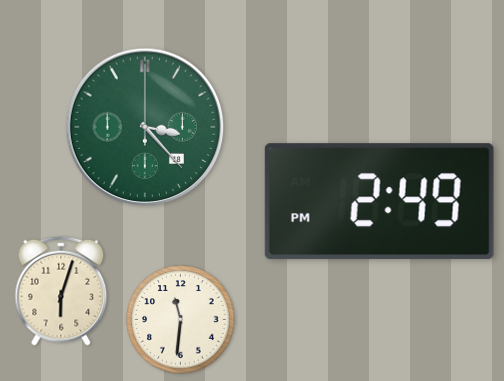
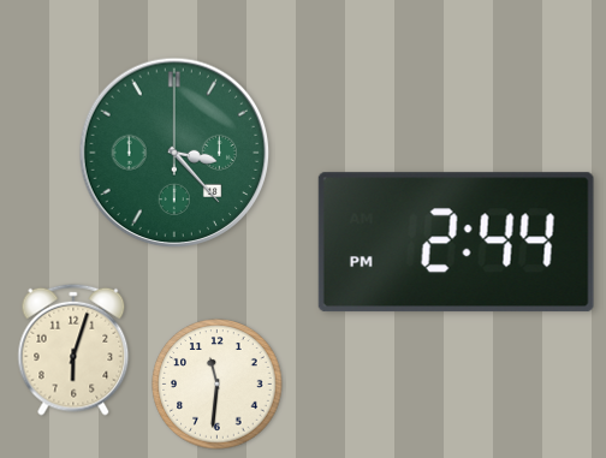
clock at (379, 202): 2:49 -> 2:44
